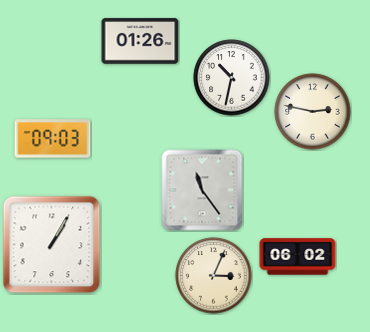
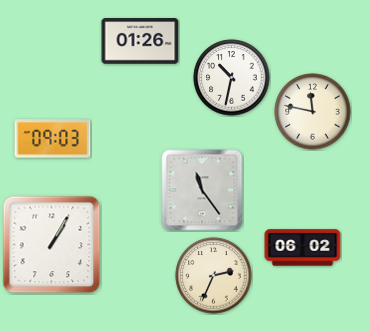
clock at (313, 112): 2:47 -> 11:47
clock at (298, 257) position: (298, 257) -> (303, 248)
clock at (214, 276): 3:04 -> 2:34
